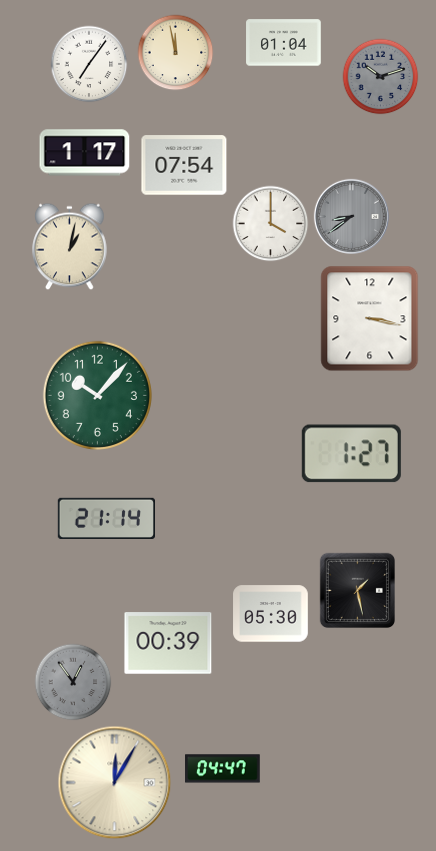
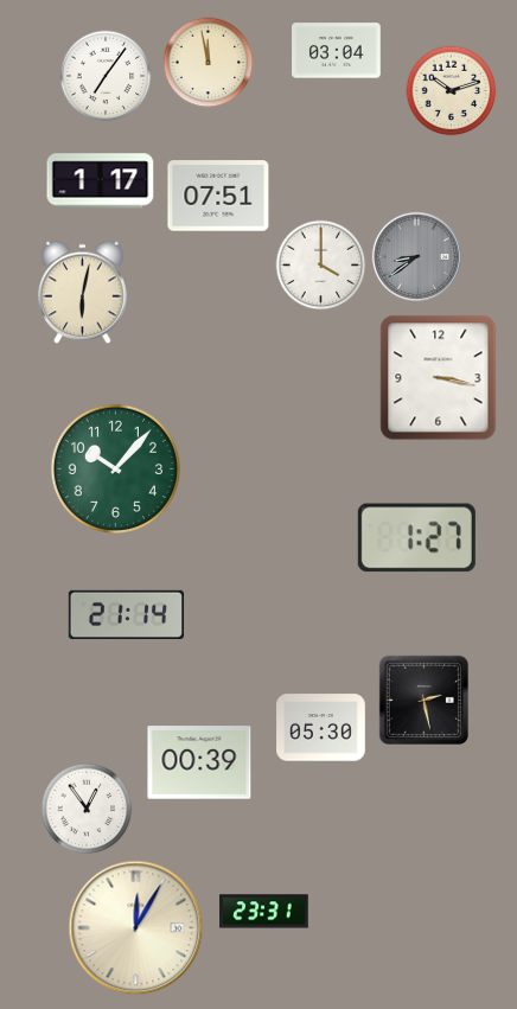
clock at (284, 43): 01:04 -> 03:04
clock at (381, 77) dial: grey -> cream
clock at (184, 165): 07:54 -> 07:51
clock at (70, 247): 1:02 -> 6:02
clock at (357, 590): 1:28 -> 2:28
clock at (73, 682) dial: grey -> white
clock at (223, 769): 04:47 -> 23:31
